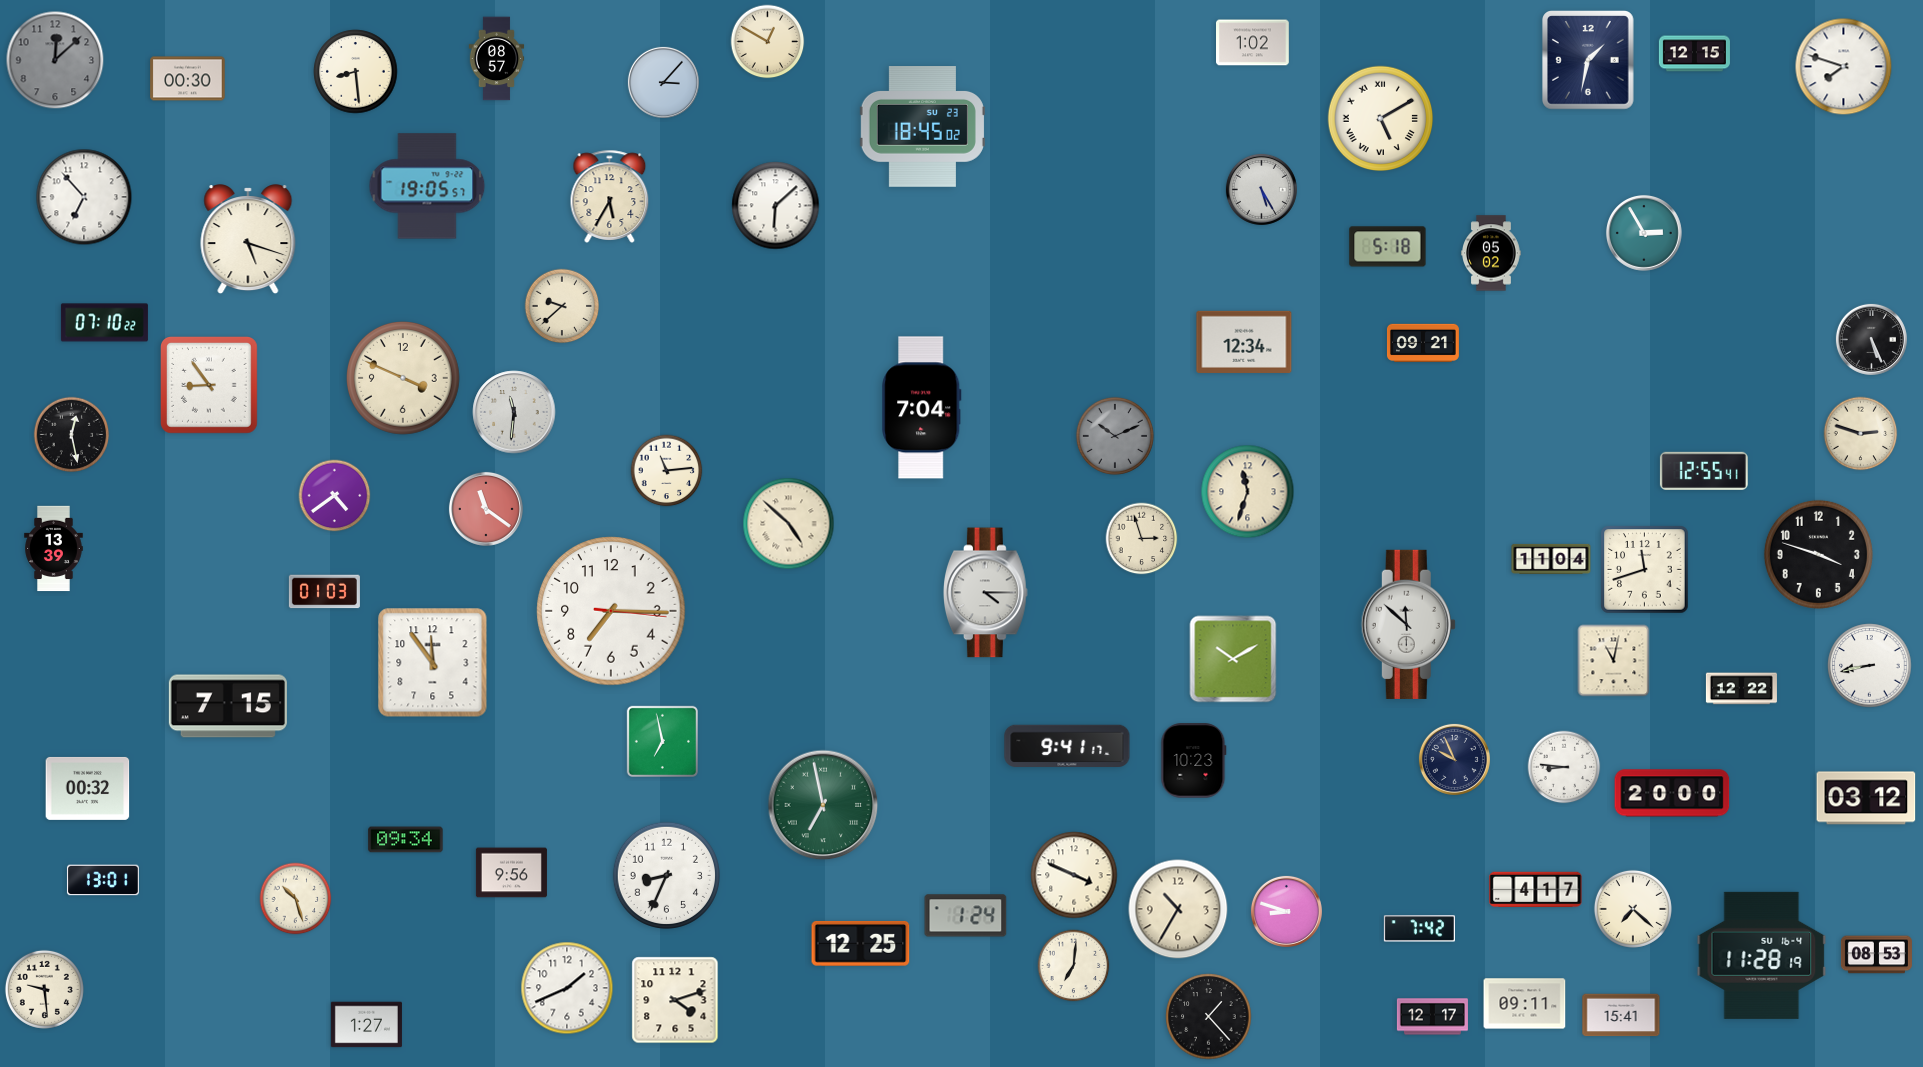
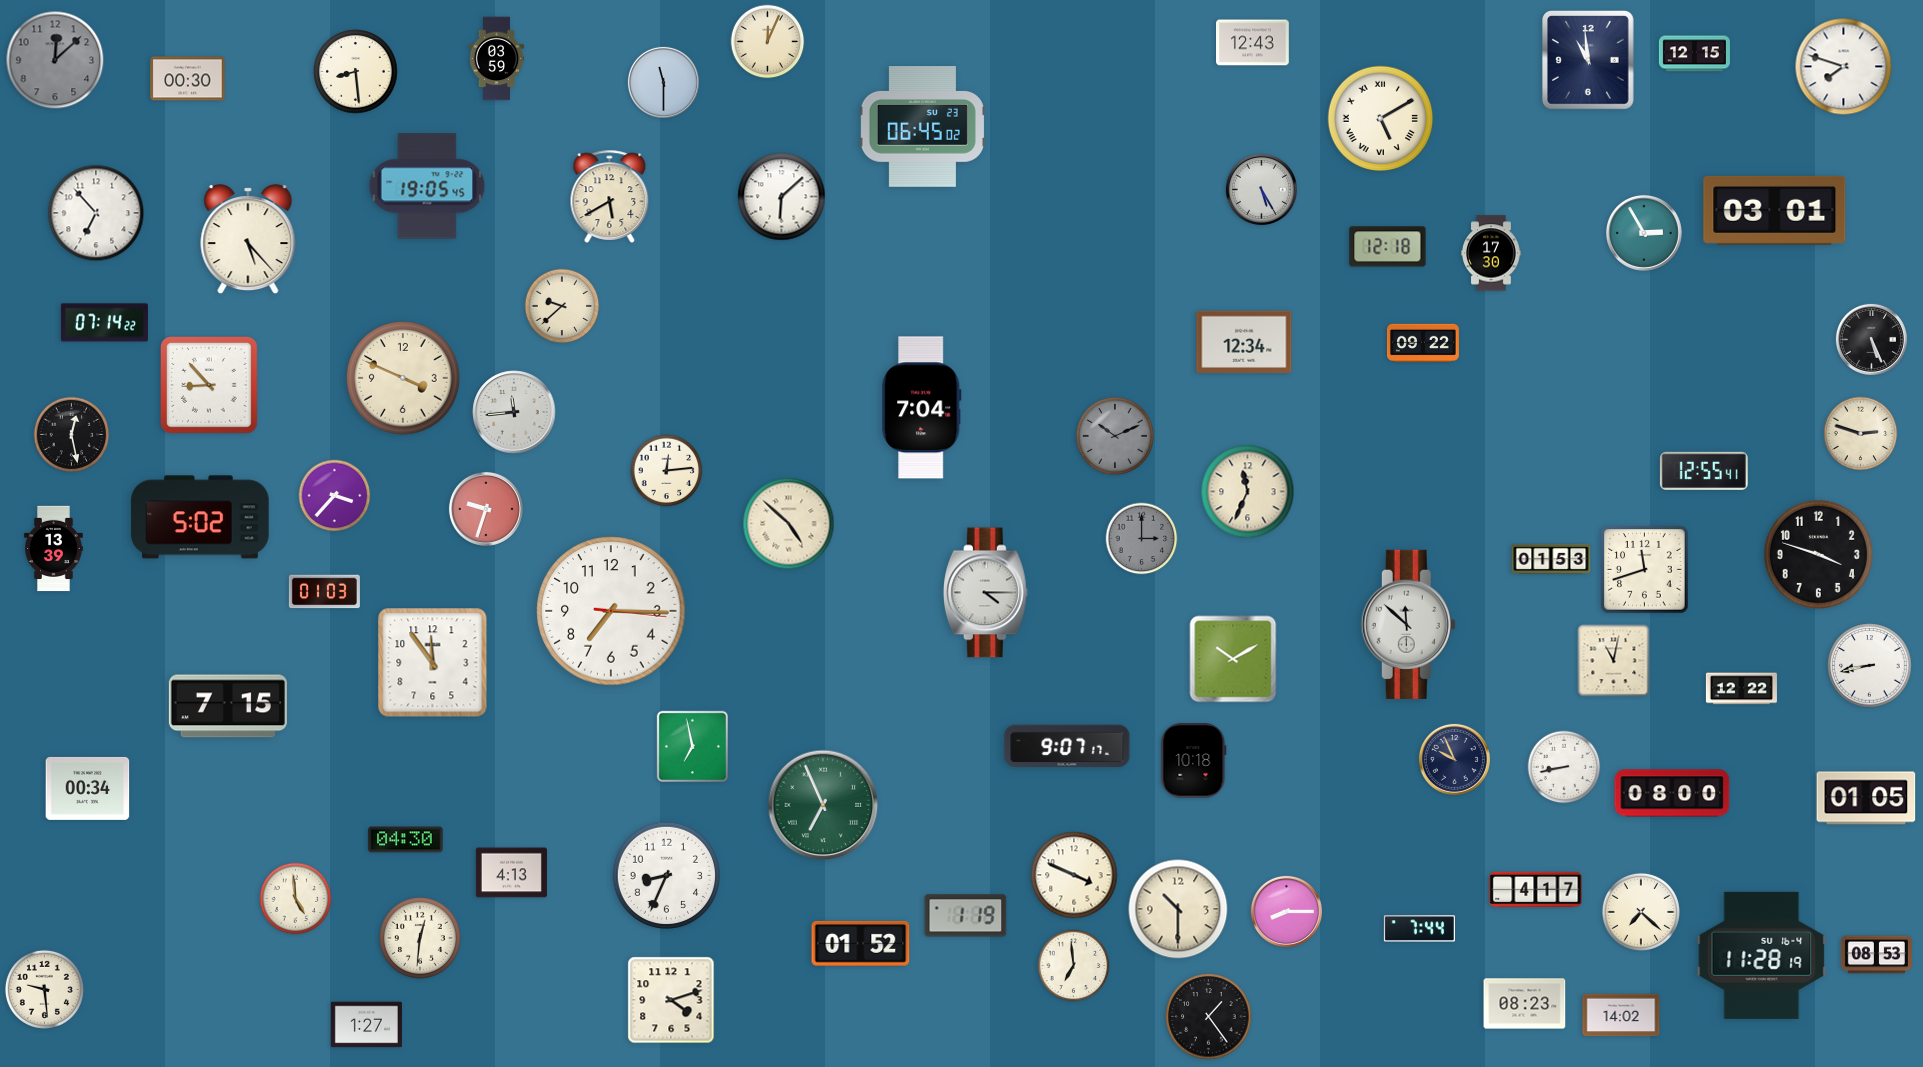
clock at (768, 42): 12:50 -> 12:04
clock at (1253, 43): 1:02 -> 12:43
clock at (497, 59): 08:57 -> 03:59
clock at (1589, 61): 1:32 -> 10:59
clock at (663, 82): 3:07 -> 11:30
clock at (922, 127): 18:45 -> 06:45
clock at (427, 186): 19:05:57 -> 19:05:45
clock at (610, 196): 5:35 -> 5:40
clock at (84, 197) position: (84, 197) -> (96, 213)
clock at (776, 206) position: (776, 206) -> (782, 197)
clock at (1775, 210): none -> 03:01
clock at (248, 240): 5:18 -> 5:23
clock at (1388, 247): 5:18 -> 12:18
clock at (1492, 253): 05:02 -> 17:30
clock at (104, 323): 07:10 -> 07:14
clock at (1423, 343): 09:21 -> 09:22
clock at (210, 386): 8:54 -> 8:53
clock at (514, 412): 11:31 -> 11:44
clock at (667, 471): 11:14 -> 12:14
clock at (1248, 492): 11:33 -> 11:34
clock at (335, 496): 4:39 -> 3:37
clock at (486, 509): 11:21 -> 9:33
clock at (200, 517): none -> 5:02
clock at (1142, 539): 2:57 -> 3:00
clock at (1142, 539) dial: cream -> grey
clock at (1551, 559): 11:04 -> 01:53
clock at (662, 741) position: (662, 741) -> (692, 746)
clock at (1067, 746): 9:41 -> 9:07
clock at (1194, 761): 10:23 -> 10:18
clock at (1564, 767): 8:46 -> 8:43
clock at (88, 788): 00:32 -> 00:34
clock at (1672, 793): 20:00 -> 08:00
clock at (1866, 798): 03:12 -> 01:05
clock at (823, 805): 6:58 -> 6:56
clock at (406, 840): 09:34 -> 04:30
clock at (511, 873): 9:56 -> 4:13
clock at (103, 880): 13:01 -> none
clock at (296, 899): 10:27 -> 4:59
clock at (1178, 909): 10:35 -> 10:30
clock at (1633, 909) position: (1633, 909) -> (1641, 912)
clock at (1286, 911): 8:48 -> 8:15
clock at (966, 916): 1:24 -> 1:19
clock at (1419, 929): 7:42 -> 7:44
clock at (421, 939): none -> 12:31
clock at (861, 943): 12:25 -> 01:52
clock at (1074, 966): 7:01 -> 6:59
clock at (567, 988): 1:41 -> none
clock at (675, 1000) position: (675, 1000) -> (671, 1000)
clock at (1525, 1004): 09:11 -> 08:23
clock at (1621, 1015): 15:41 -> 14:02
clock at (1209, 1017): 1:23 -> 1:24
clock at (1432, 1017): 12:17 -> none
